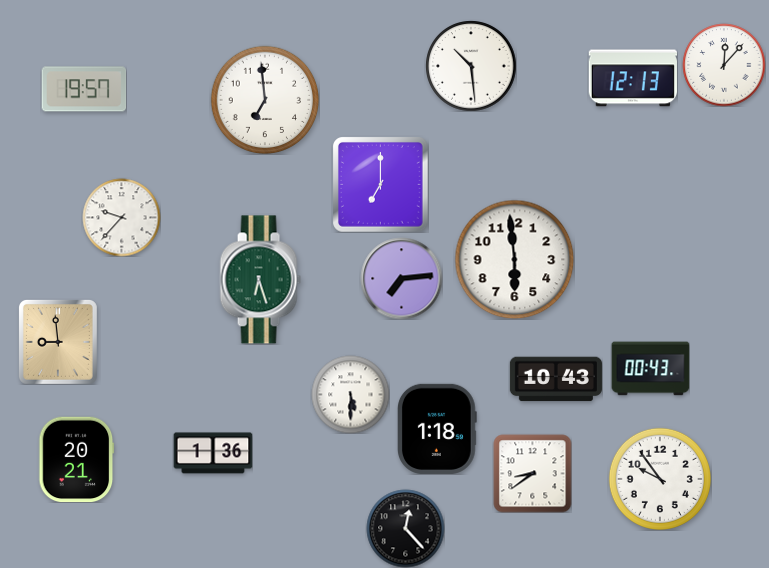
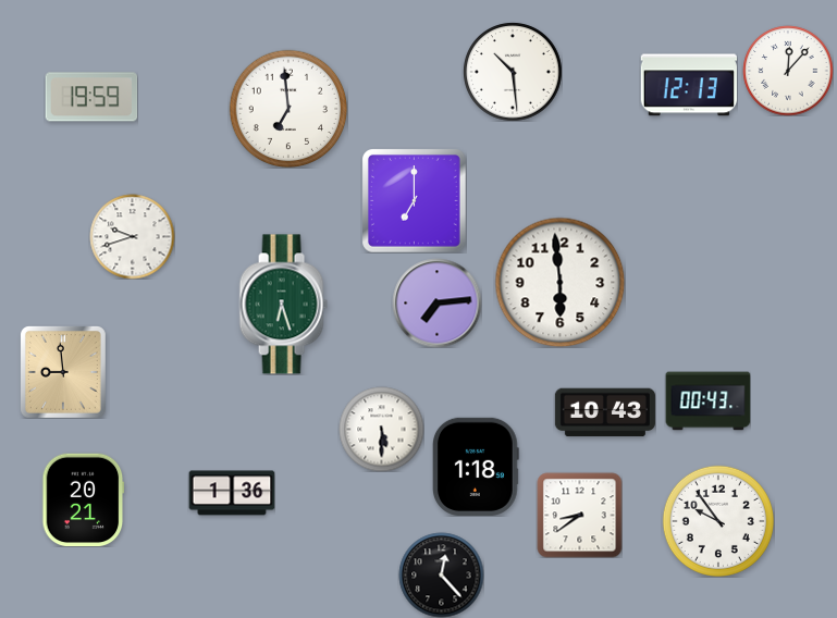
clock at (84, 89): 19:57 -> 19:59
clock at (121, 217): 9:37 -> 9:42
